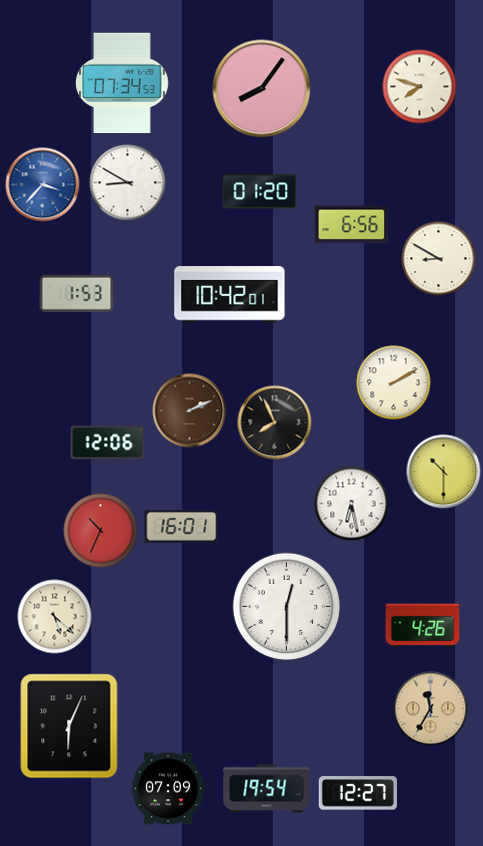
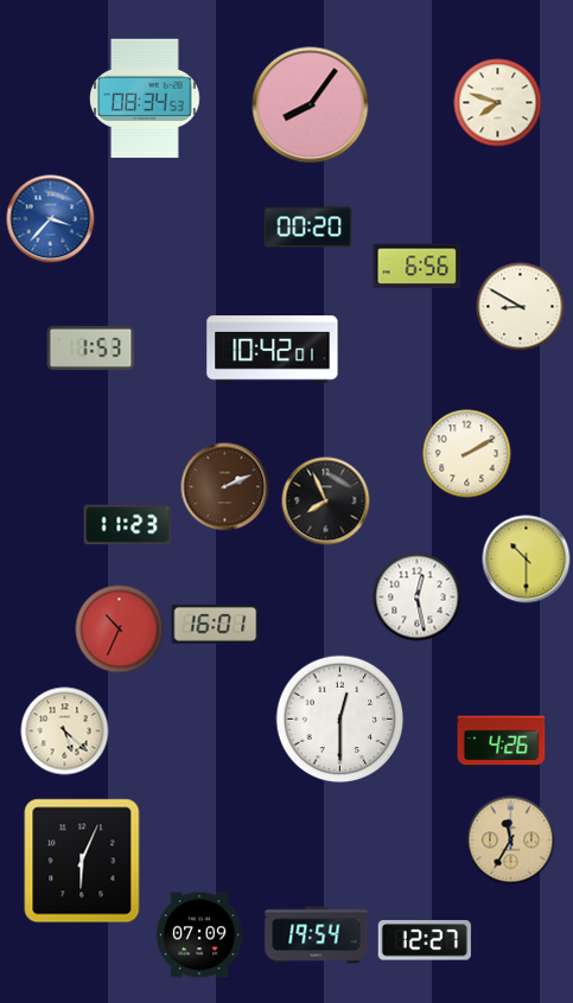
clock at (122, 83): 07:34 -> 08:34
clock at (128, 183): 8:50 -> none
clock at (260, 192): 01:20 -> 00:20
clock at (108, 443): 12:06 -> 11:23
clock at (352, 504): 6:28 -> 12:28
